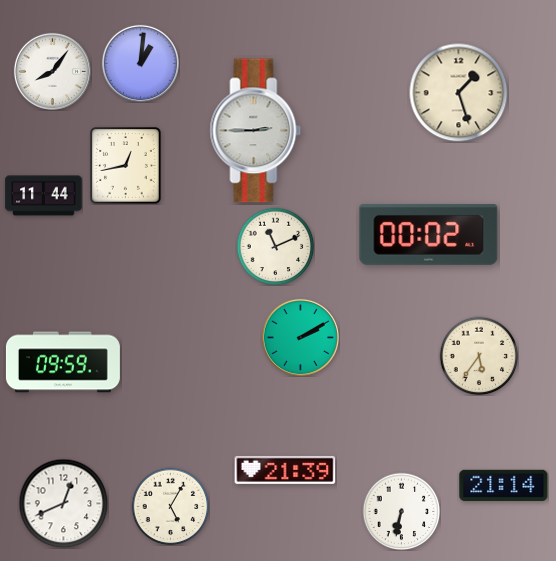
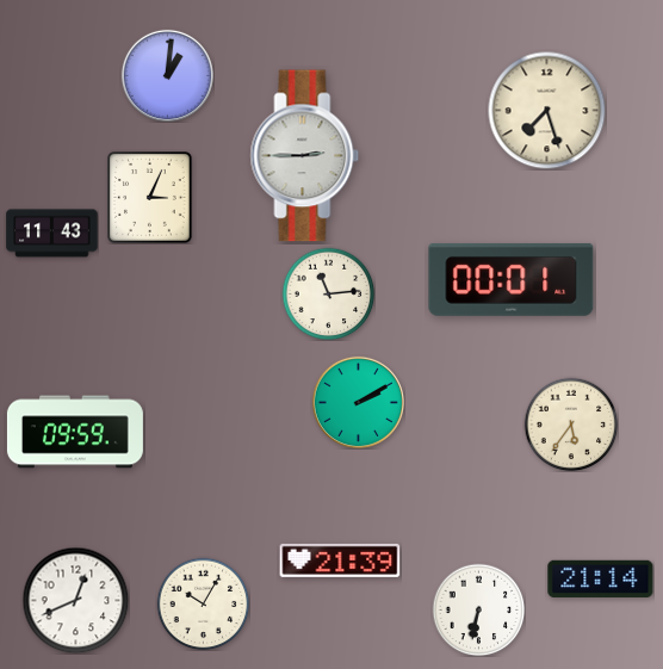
clock at (52, 71): 8:06 -> none
clock at (459, 93): 1:27 -> 7:27
clock at (126, 166): 12:43 -> 3:04
clock at (44, 196): 11:44 -> 11:43
clock at (429, 234): 00:02 -> 00:01
clock at (275, 246): 11:11 -> 11:14
clock at (170, 506): 5:05 -> 10:05
